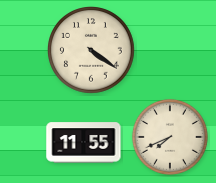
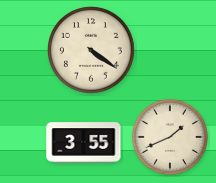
clock at (170, 137): 7:41 -> 1:41
clock at (84, 143): 11:55 -> 3:55
